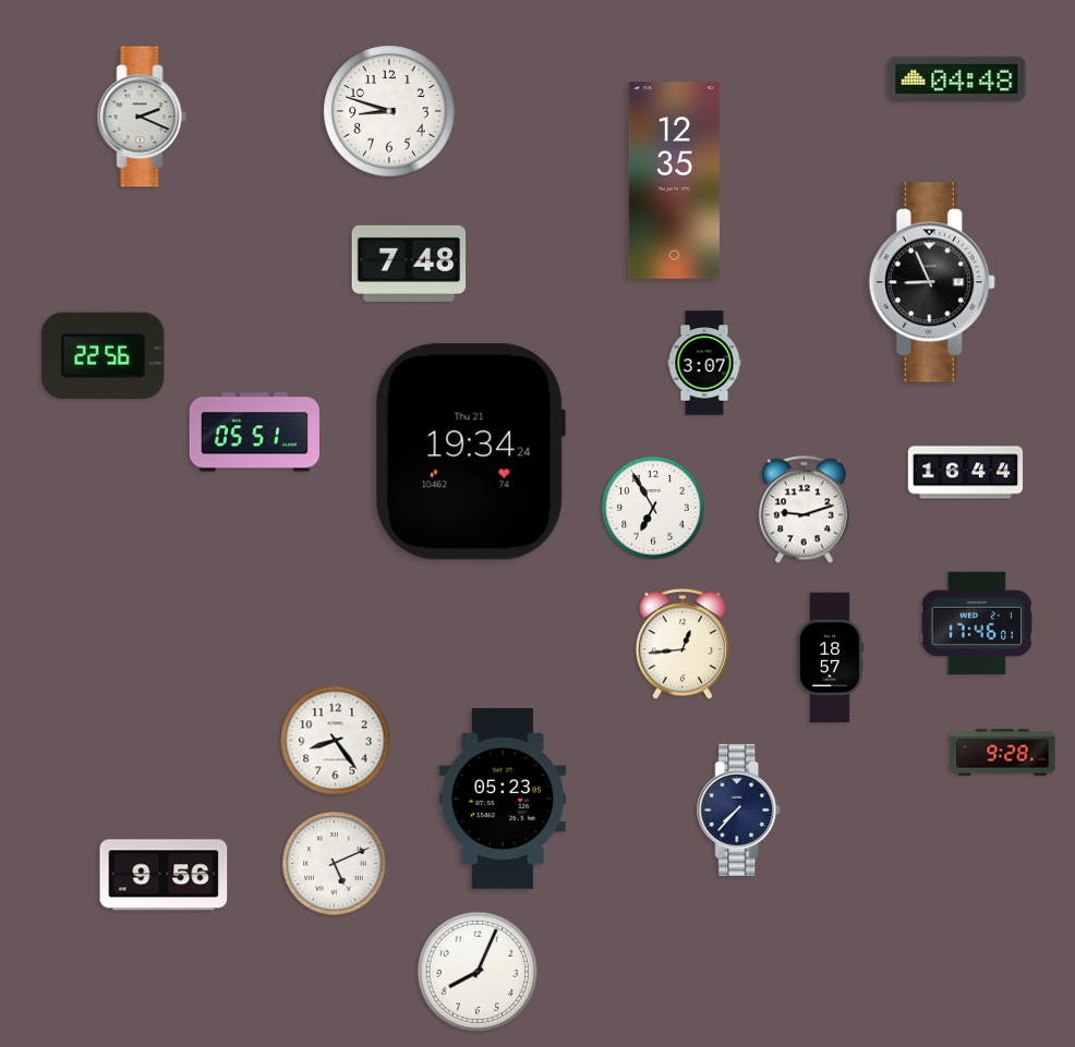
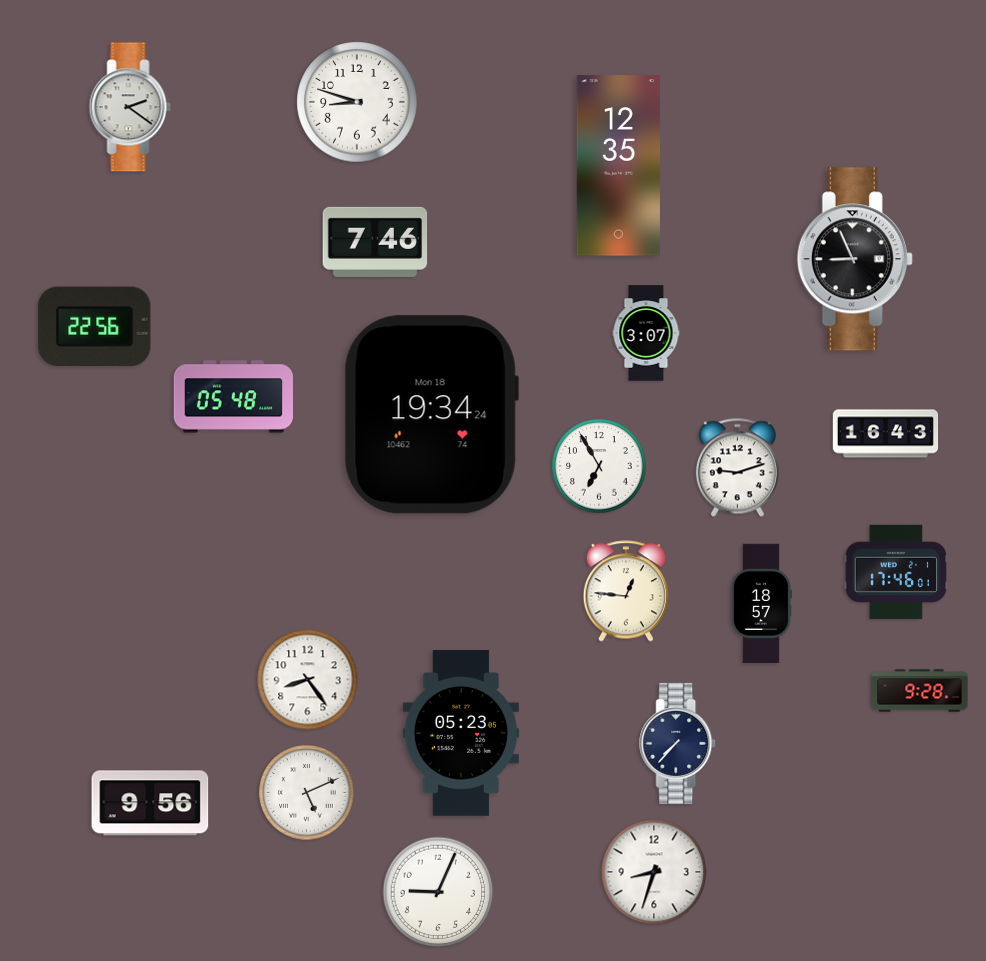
clock at (957, 78): 04:48 -> none
clock at (142, 117): 2:19 -> 2:21
clock at (409, 264): 7:48 -> 7:46
clock at (254, 433): 05:51 -> 05:48
clock at (470, 452) date: Thu 21 -> Mon 18
clock at (966, 473): 16:44 -> 16:43
clock at (681, 644): 12:44 -> 12:46
clock at (654, 872): none -> 8:33
clock at (478, 972): 8:04 -> 9:04
